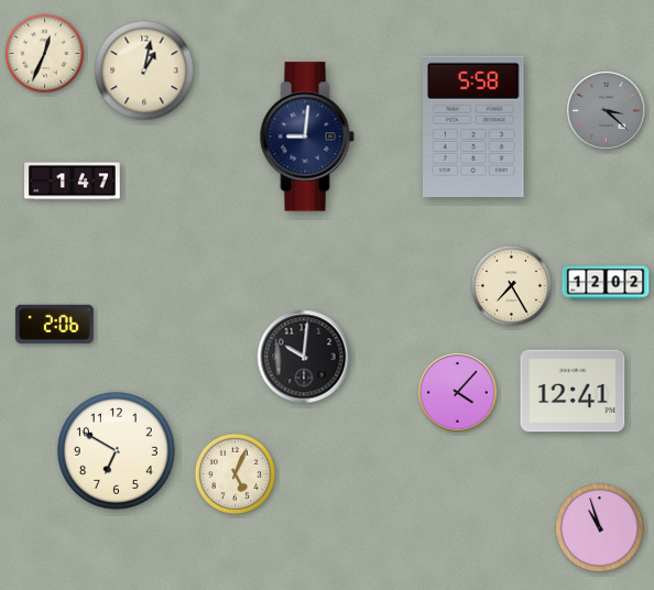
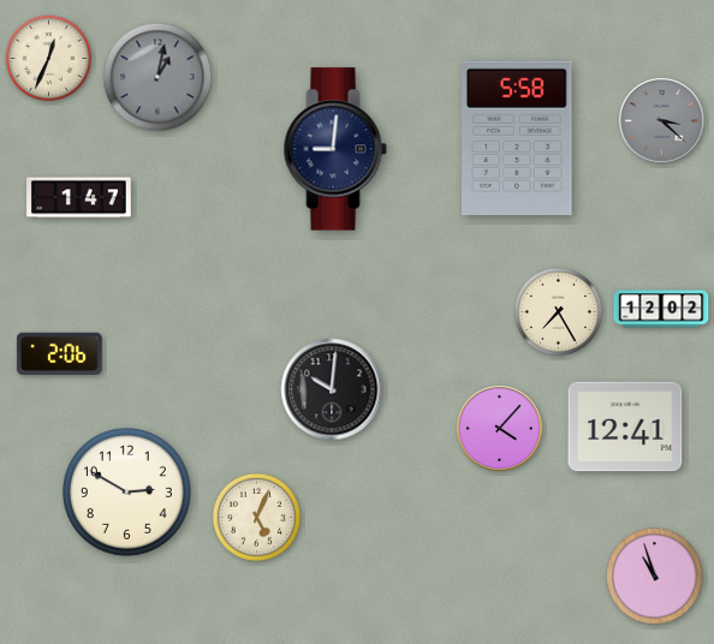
clock at (144, 70) dial: cream -> grey
clock at (116, 450): 6:50 -> 2:50
